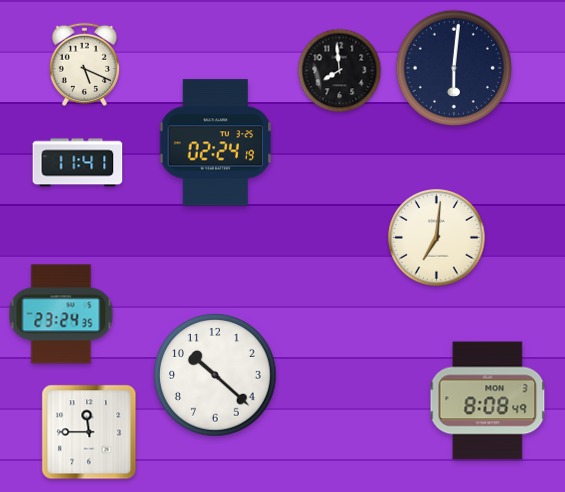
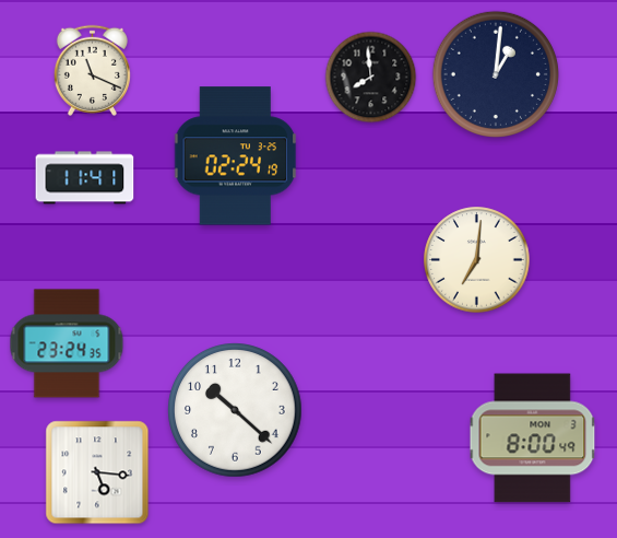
clock at (84, 64): 5:19 -> 11:19
clock at (454, 68): 6:01 -> 1:01
clock at (488, 401): 8:08 -> 8:00
clock at (89, 432): 11:45 -> 5:16
